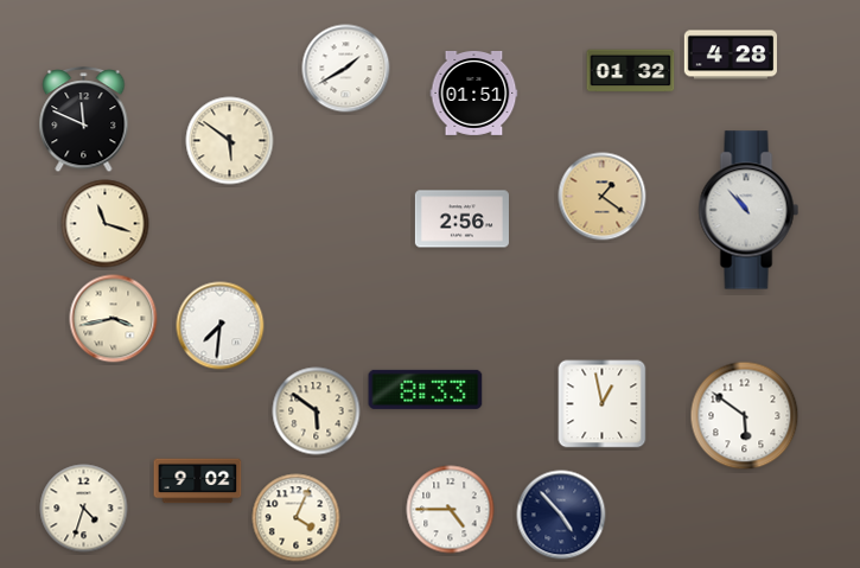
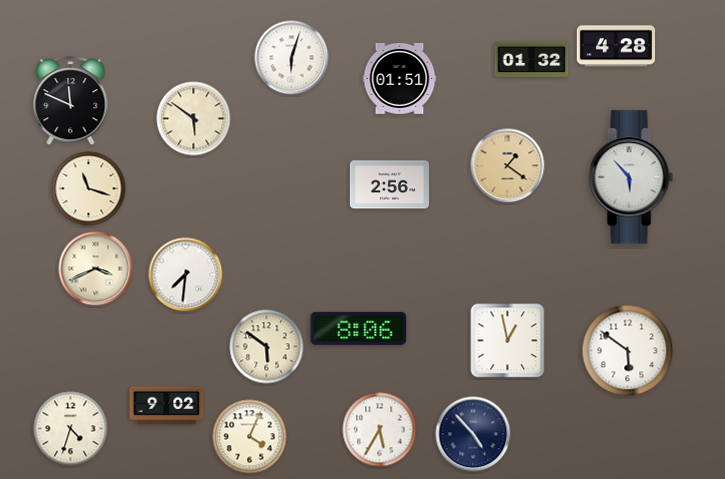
clock at (346, 69): 1:40 -> 6:03
clock at (748, 210): 10:53 -> 5:53
clock at (114, 319): 3:43 -> 3:41
clock at (426, 389): 8:33 -> 8:06
clock at (451, 510): 4:45 -> 5:35
